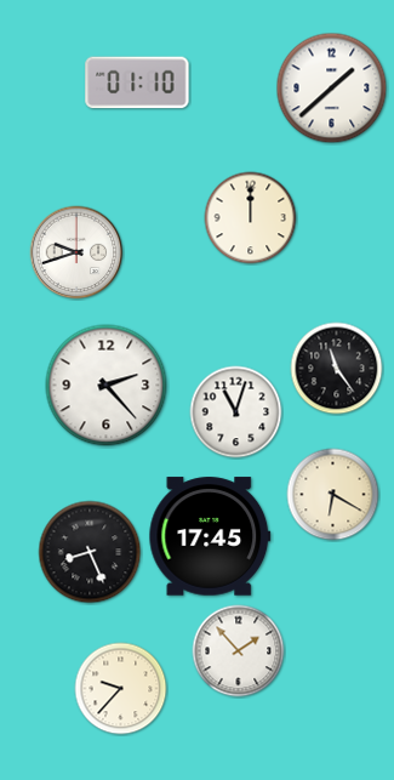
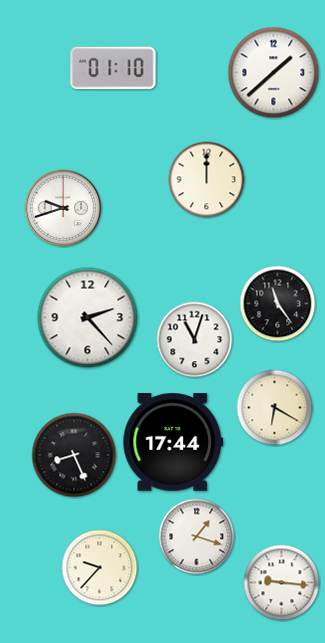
clock at (210, 536): 17:45 -> 17:44
clock at (239, 651): 1:53 -> 1:18
clock at (282, 583): none -> 9:16
